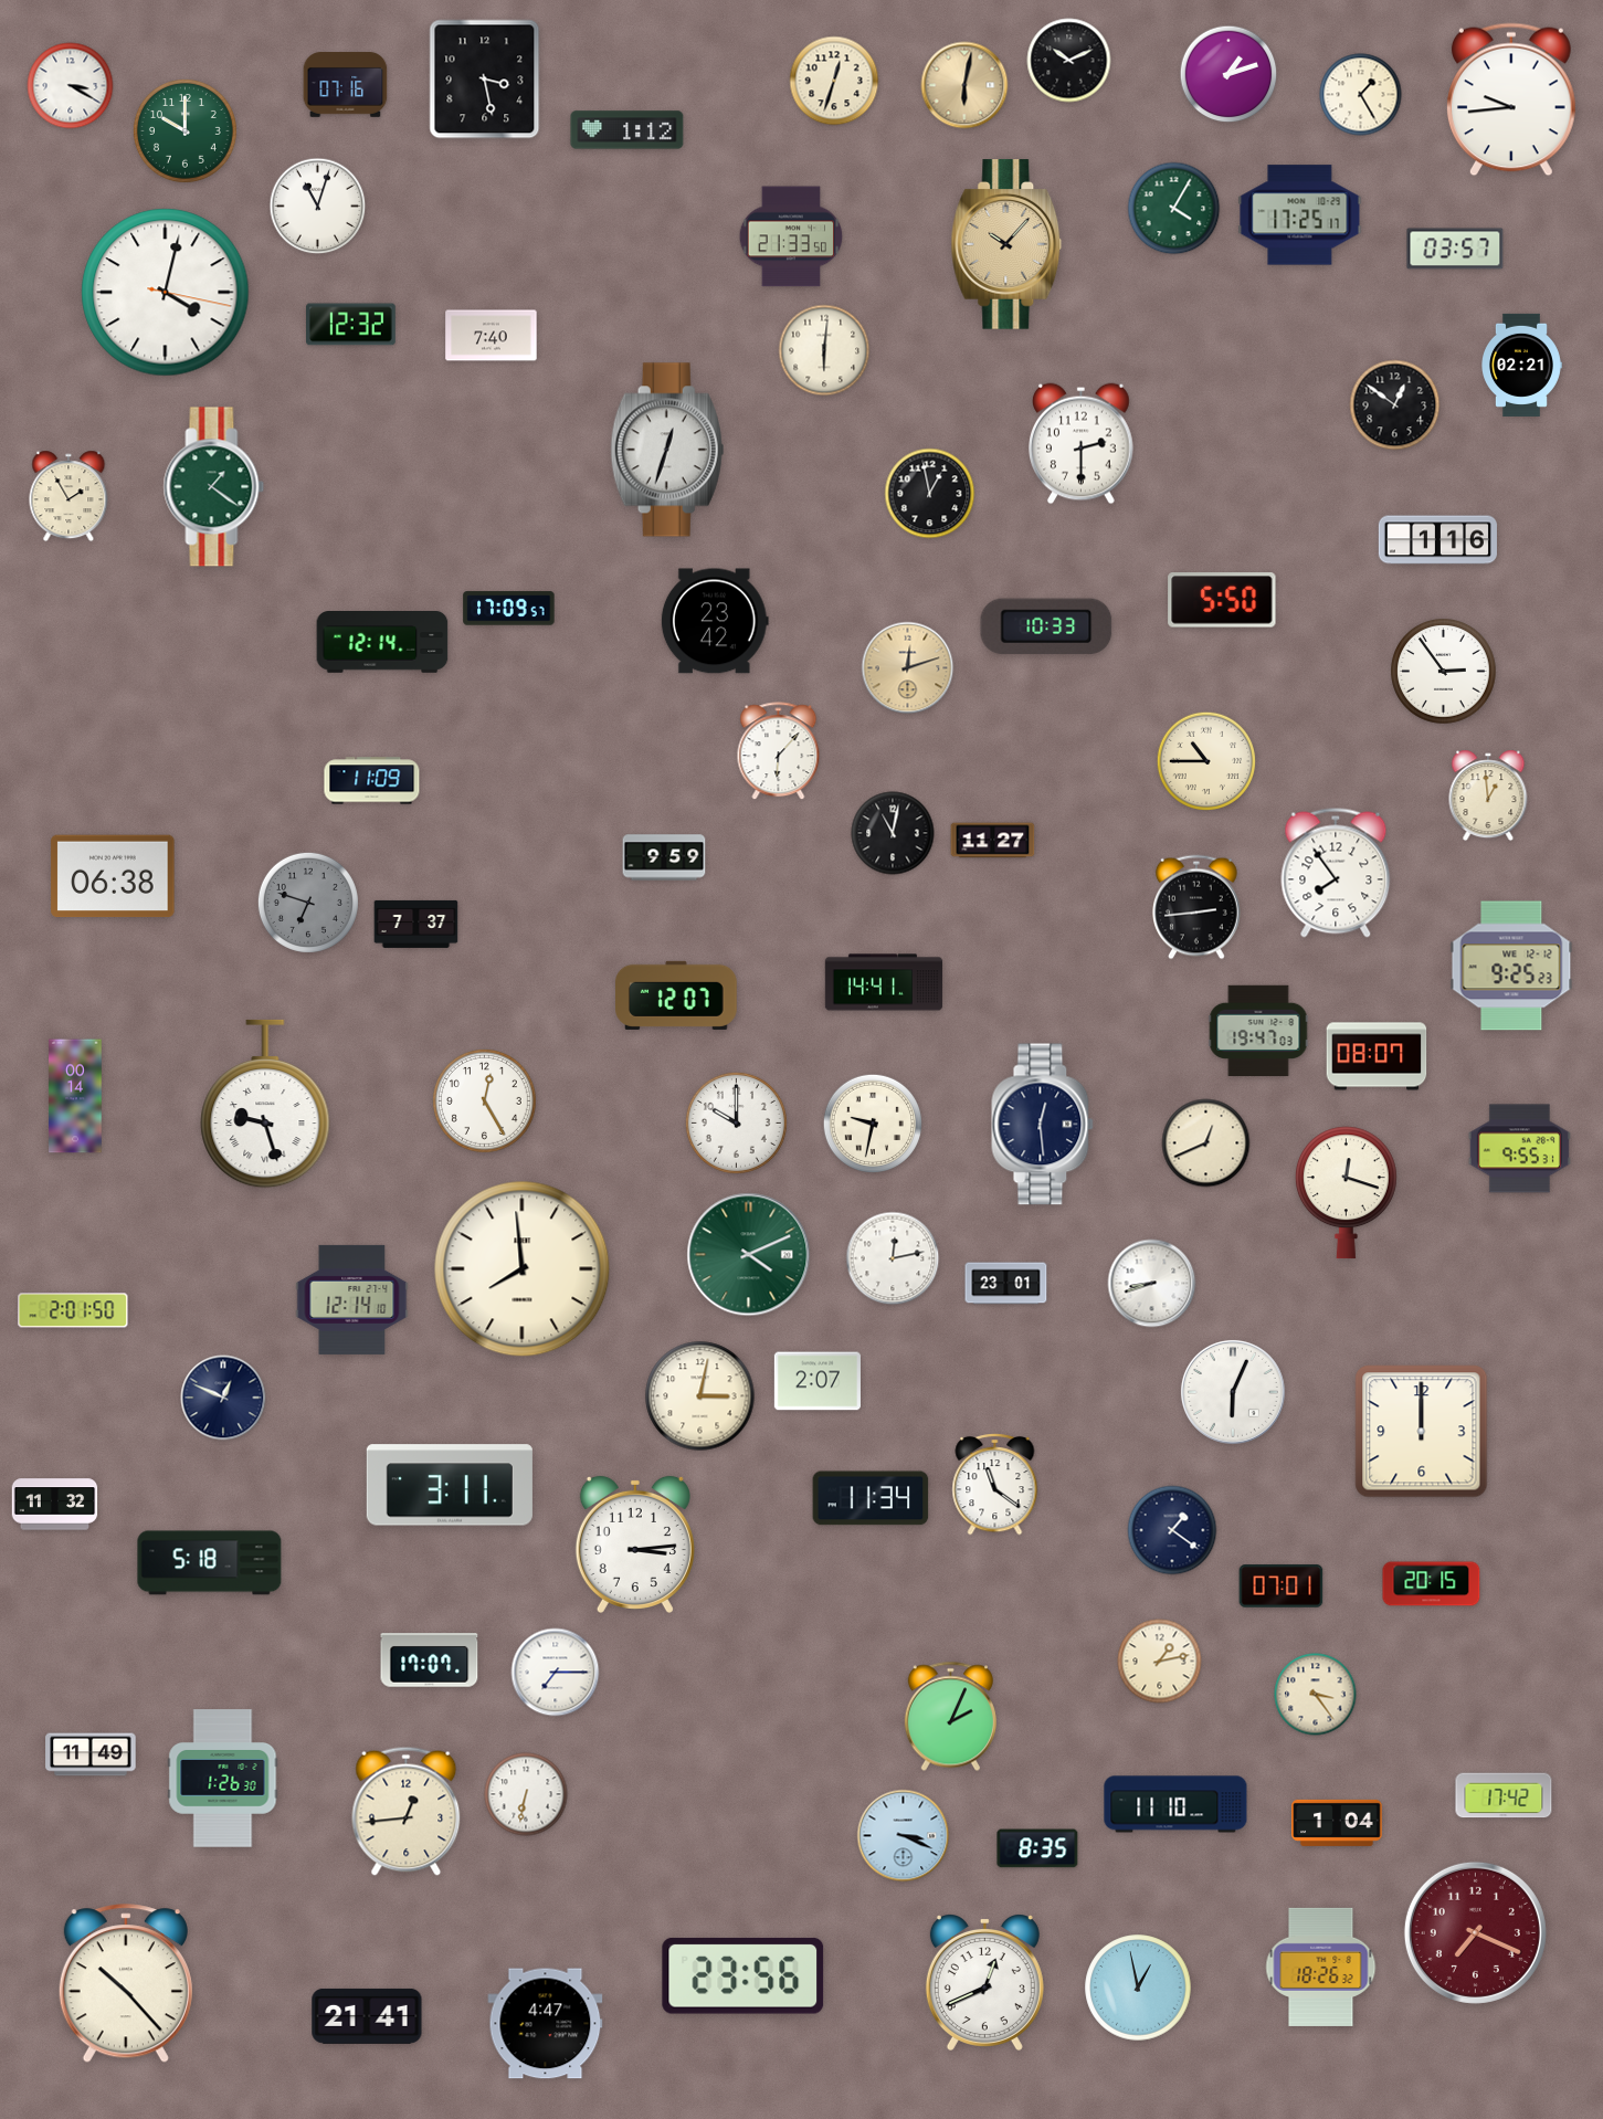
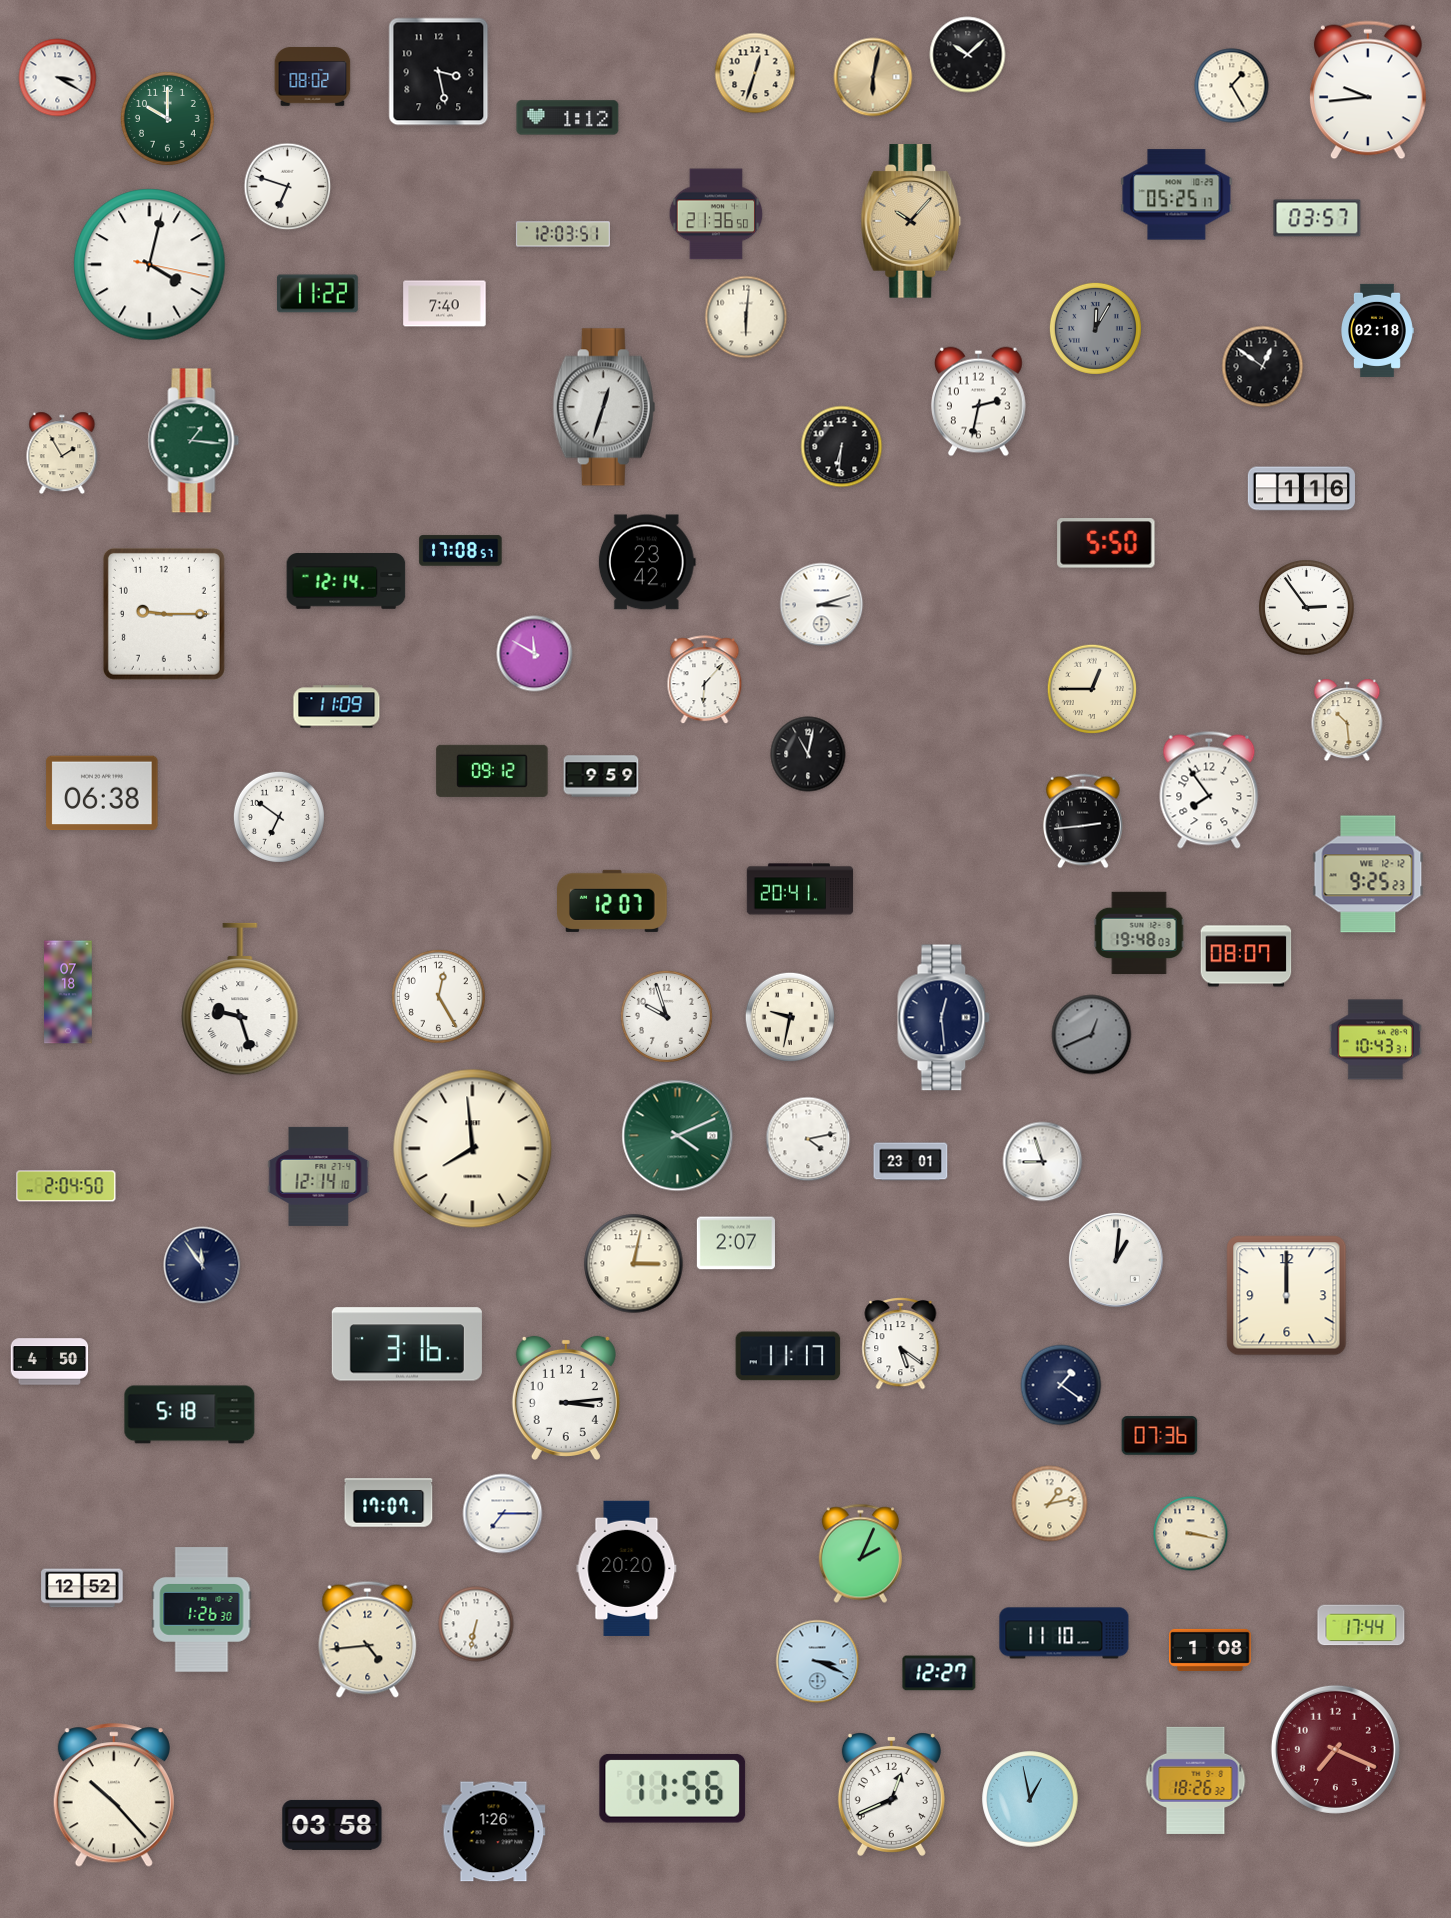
clock at (1069, 61): 10:11 -> 10:08
clock at (1228, 74): 1:12 -> none
clock at (346, 85): 07:16 -> 08:02
clock at (71, 86) position: (71, 86) -> (58, 78)
clock at (318, 207): 11:03 -> 6:48
clock at (1174, 209): 4:05 -> none
clock at (1300, 215): 17:25 -> 05:25
clock at (791, 236): 21:33 -> 21:36
clock at (1455, 249) position: (1455, 249) -> (1317, 218)
clock at (563, 234): none -> 12:03
clock at (351, 325): 12:32 -> 11:22
clock at (1095, 328): none -> 12:05
clock at (1522, 365): 02:21 -> 02:18
clock at (1082, 444): 2:30 -> 2:32
clock at (214, 487): 1:21 -> 1:16
clock at (930, 494): 12:58 -> 6:31
clock at (68, 496) position: (68, 496) -> (62, 453)
clock at (509, 609): 17:09 -> 17:08
clock at (1046, 626): 10:33 -> none
clock at (908, 668): 12:12 -> 3:12
clock at (908, 668) dial: champagne -> white
clock at (164, 614): none -> 9:15
clock at (535, 654): none -> 11:50
clock at (1205, 760): 10:45 -> 12:45
clock at (1488, 795): 12:59 -> 10:29
clock at (993, 841): 11:27 -> none
clock at (492, 771): none -> 09:12
clock at (308, 903): 6:48 -> 6:51
clock at (308, 903) dial: grey -> white
clock at (416, 924): 7:37 -> none
clock at (884, 982): 14:41 -> 20:41
clock at (1258, 1031): 19:47 -> 19:48
clock at (75, 1096): 00:14 -> 07:18
clock at (736, 1122): 10:00 -> 9:57
clock at (1206, 1143) dial: cream -> grey
clock at (1519, 1149): 9:55 -> 10:43
clock at (1346, 1193): 12:18 -> none
clock at (893, 1258): 12:13 -> 4:13
clock at (1152, 1284): 8:42 -> 8:57
clock at (73, 1310): 2:01 -> 2:04
clock at (818, 1381) position: (818, 1381) -> (736, 1243)
clock at (1233, 1392): 6:04 -> 1:01
clock at (223, 1398): 12:49 -> 11:54
clock at (450, 1485): 3:11 -> 3:16
clock at (995, 1485): 11:21 -> 5:21
clock at (871, 1498): 11:34 -> 11:17
clock at (55, 1505): 11:32 -> 4:50
clock at (635, 1545) position: (635, 1545) -> (566, 1398)
clock at (1432, 1584): 20:15 -> none
clock at (1282, 1586): 07:01 -> 07:36
clock at (1316, 1695): 3:24 -> 3:17
clock at (627, 1568): none -> 20:20
clock at (91, 1754): 11:49 -> 12:52
clock at (1504, 1795): 17:42 -> 17:44
clock at (407, 1811): 12:44 -> 4:44
clock at (1337, 1823): 1:04 -> 1:08
clock at (1037, 1848): 8:35 -> 12:27
clock at (744, 1975): 23:56 -> 11:56
clock at (367, 2016): 21:41 -> 03:58
clock at (546, 2024): 4:47 -> 1:26
